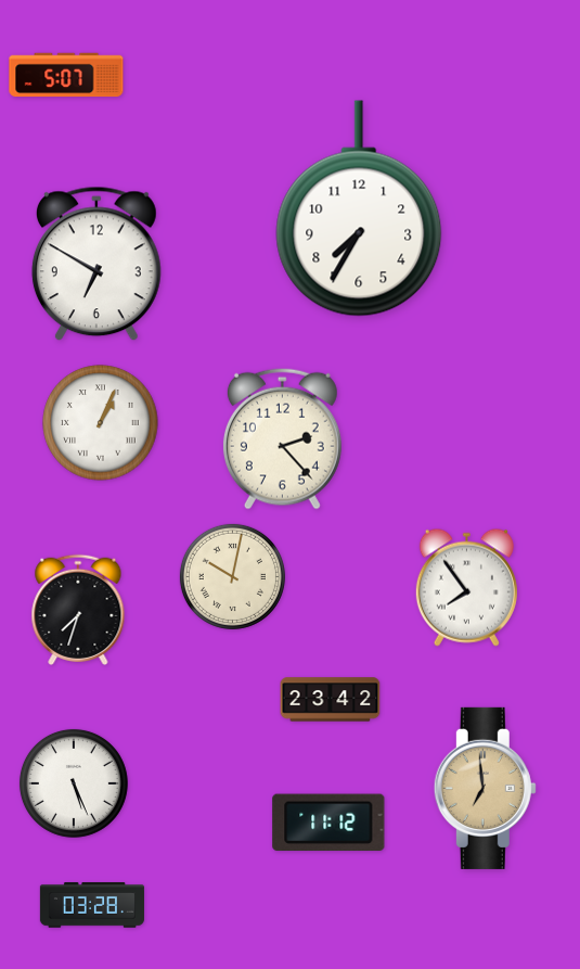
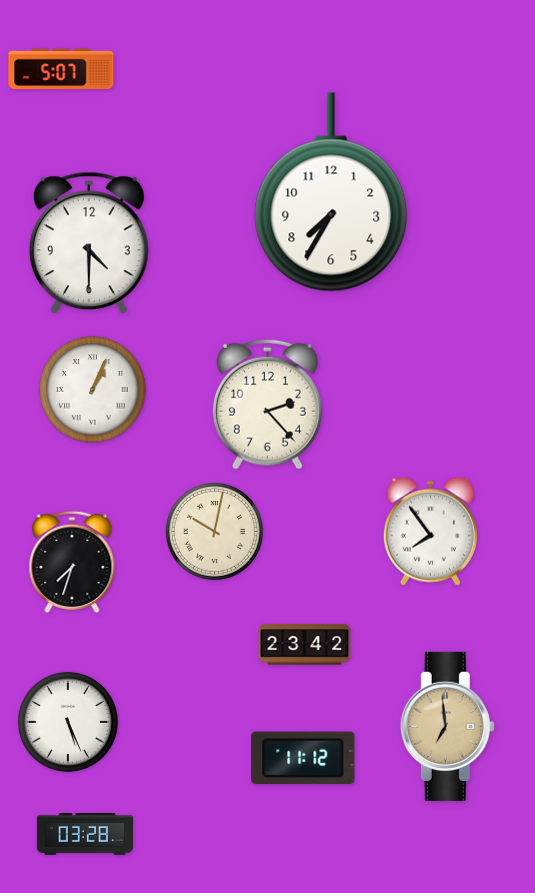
clock at (96, 264): 6:50 -> 4:30
clock at (282, 438) position: (282, 438) -> (267, 404)
clock at (466, 587) position: (466, 587) -> (430, 531)
